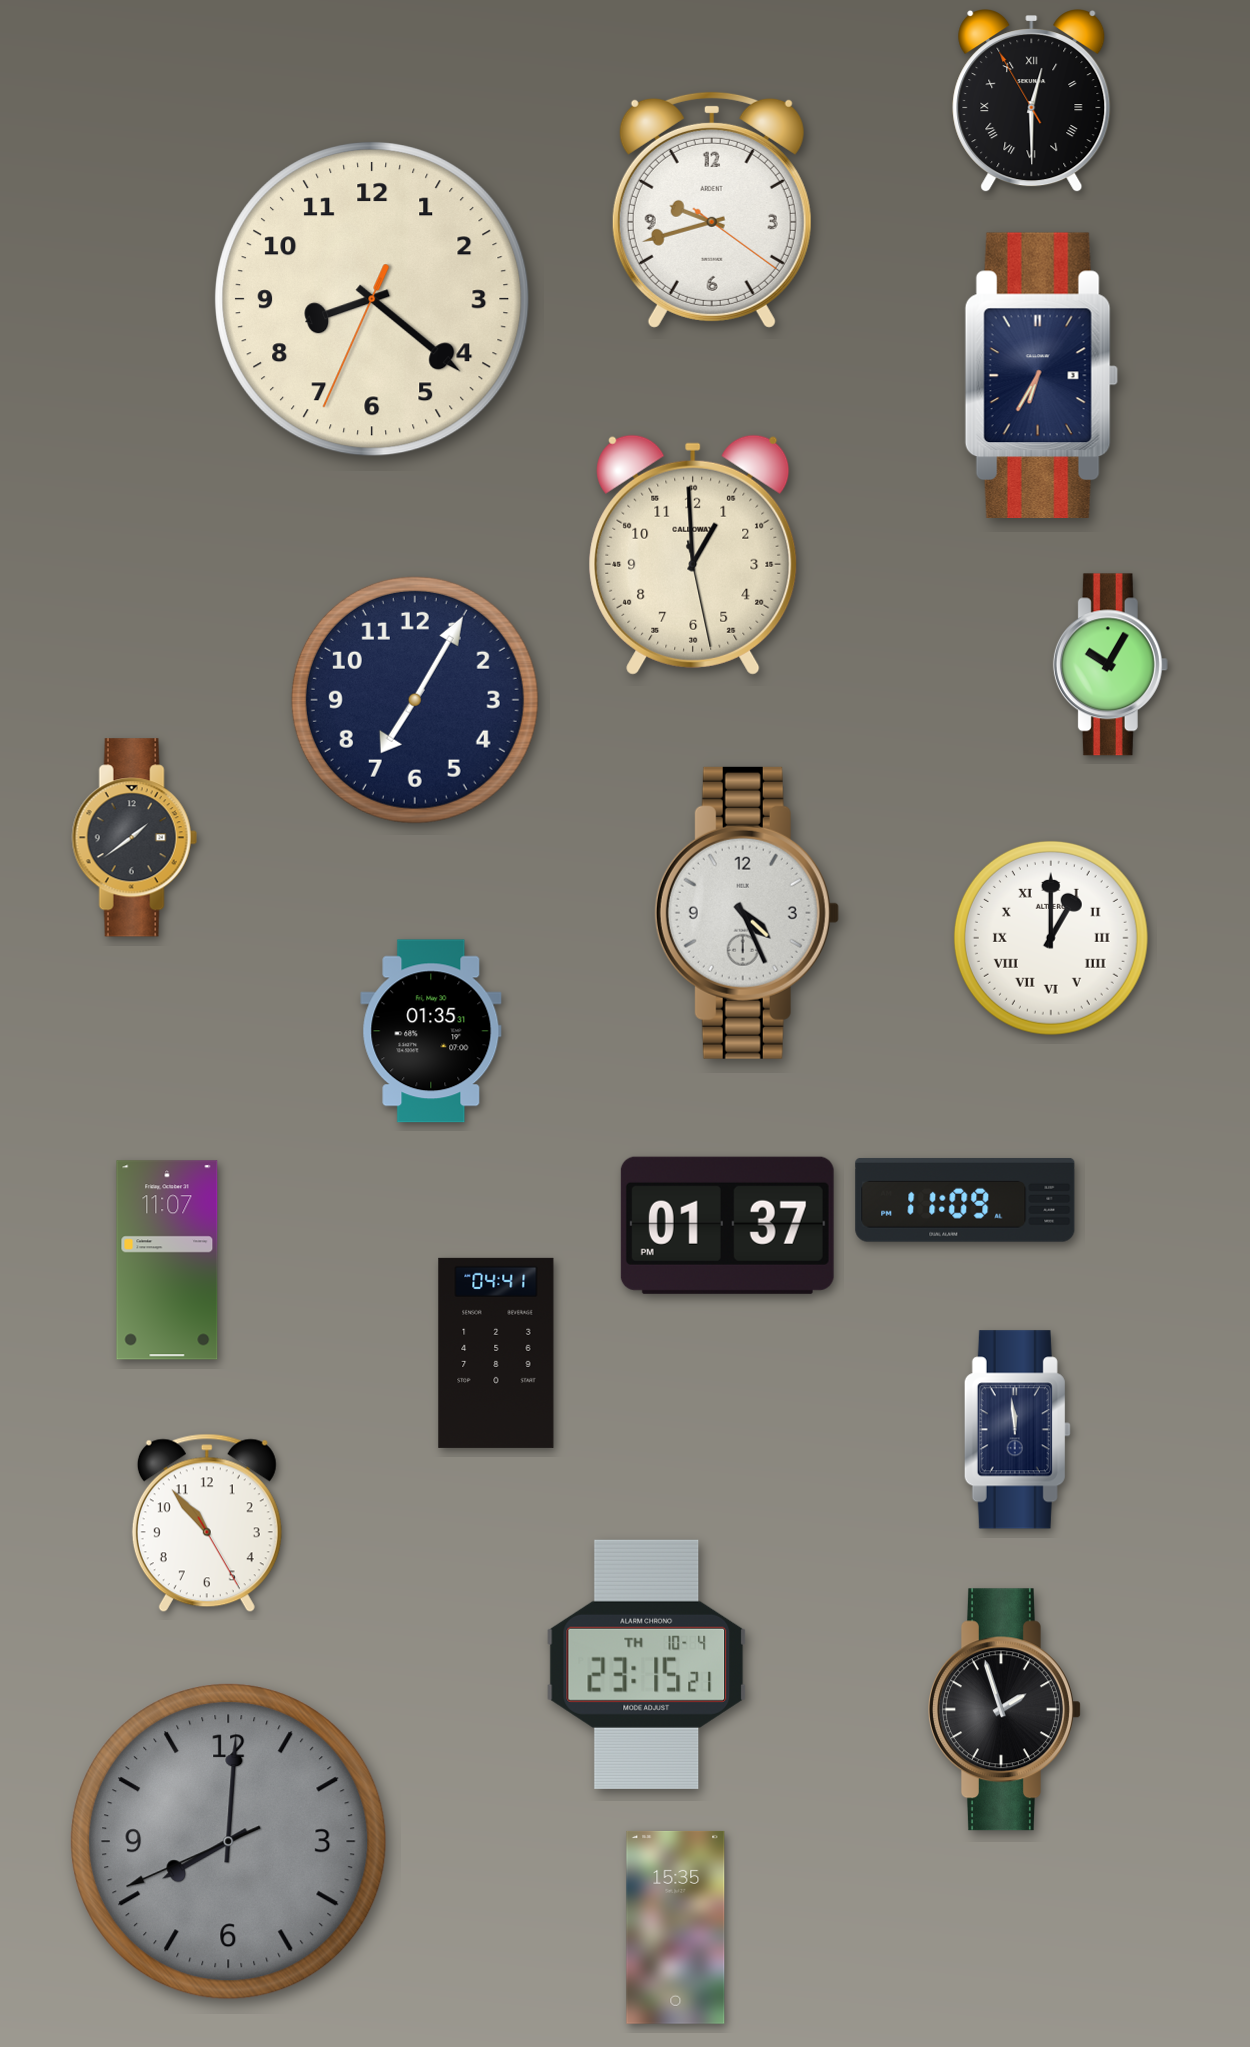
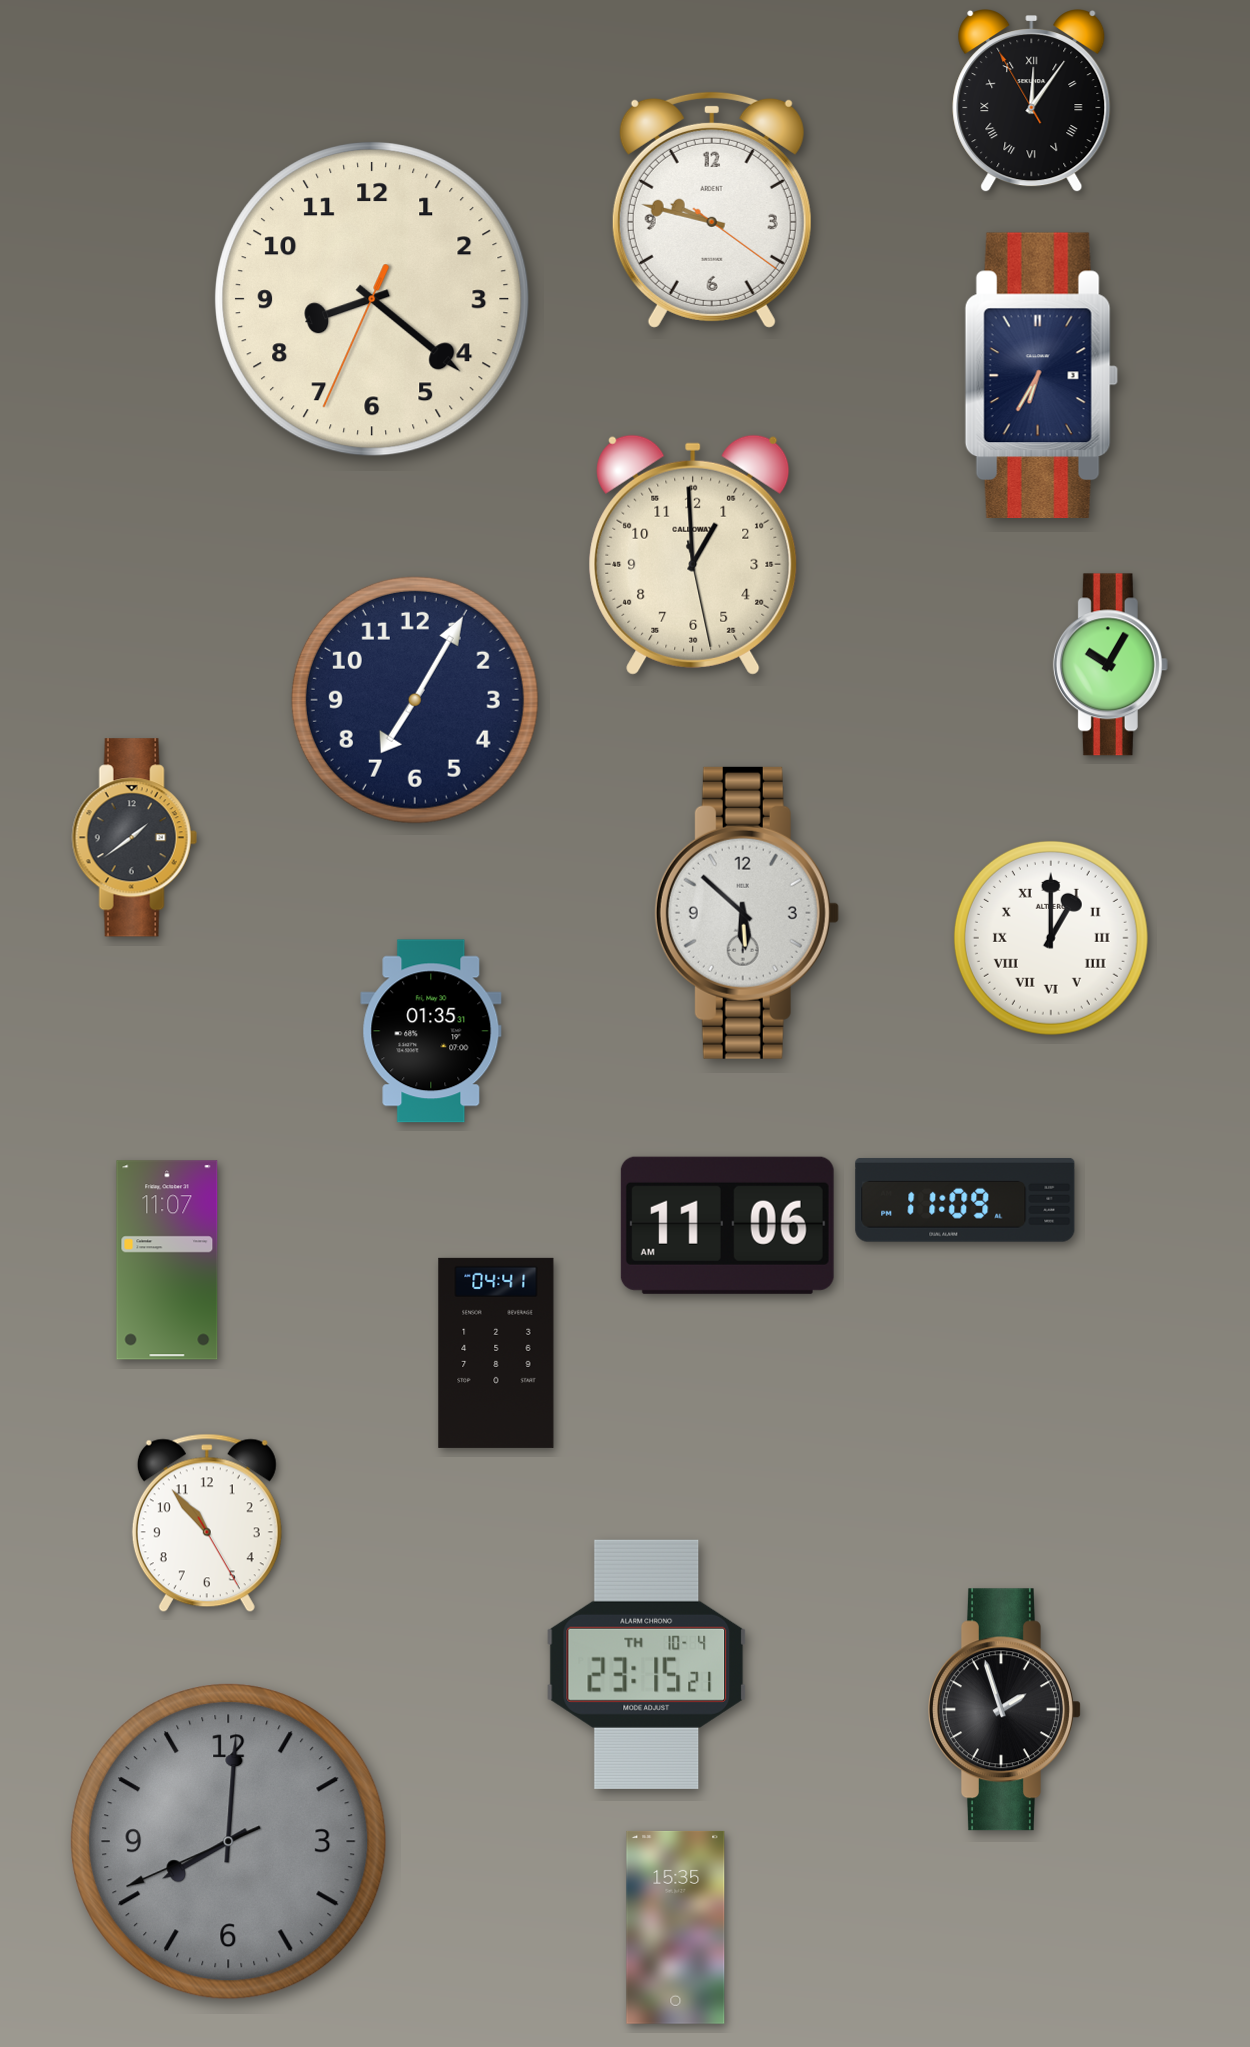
clock at (1032, 102): 12:29 -> 12:05
clock at (712, 210): 9:42 -> 9:47
clock at (747, 913): 4:26 -> 5:52
clock at (727, 1225): 01:37 -> 11:06
clock at (1017, 1430): 11:59 -> none
